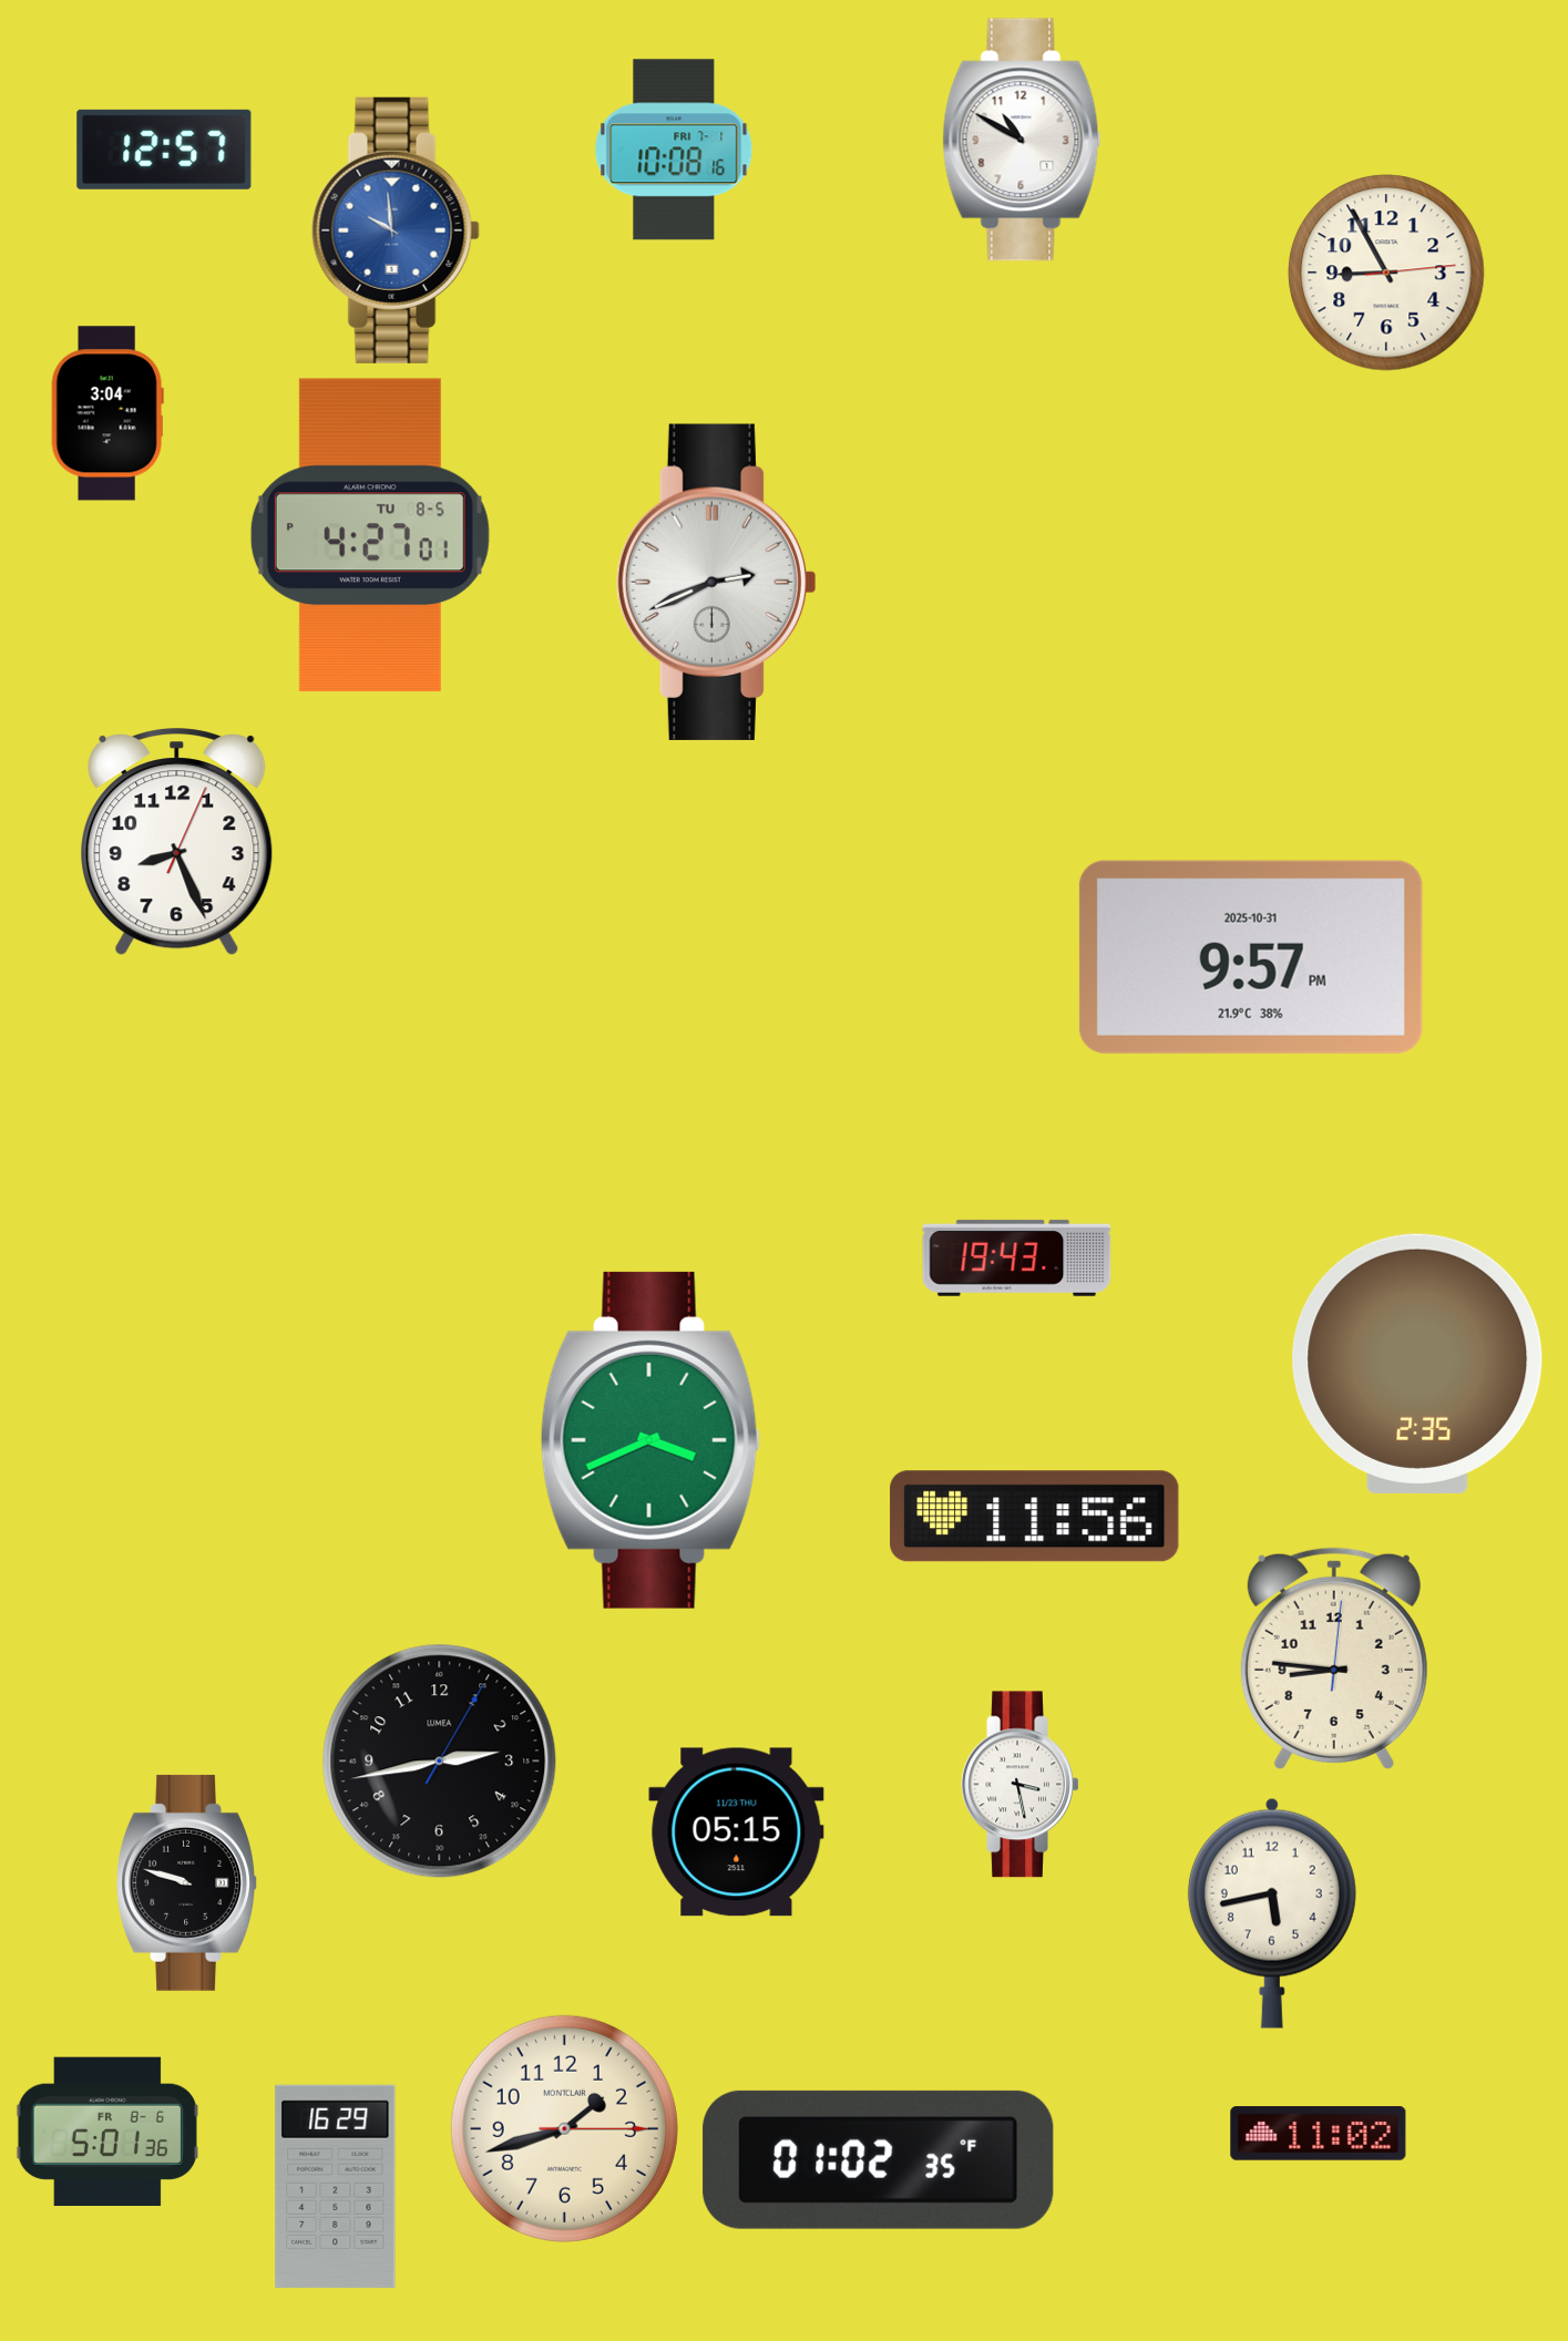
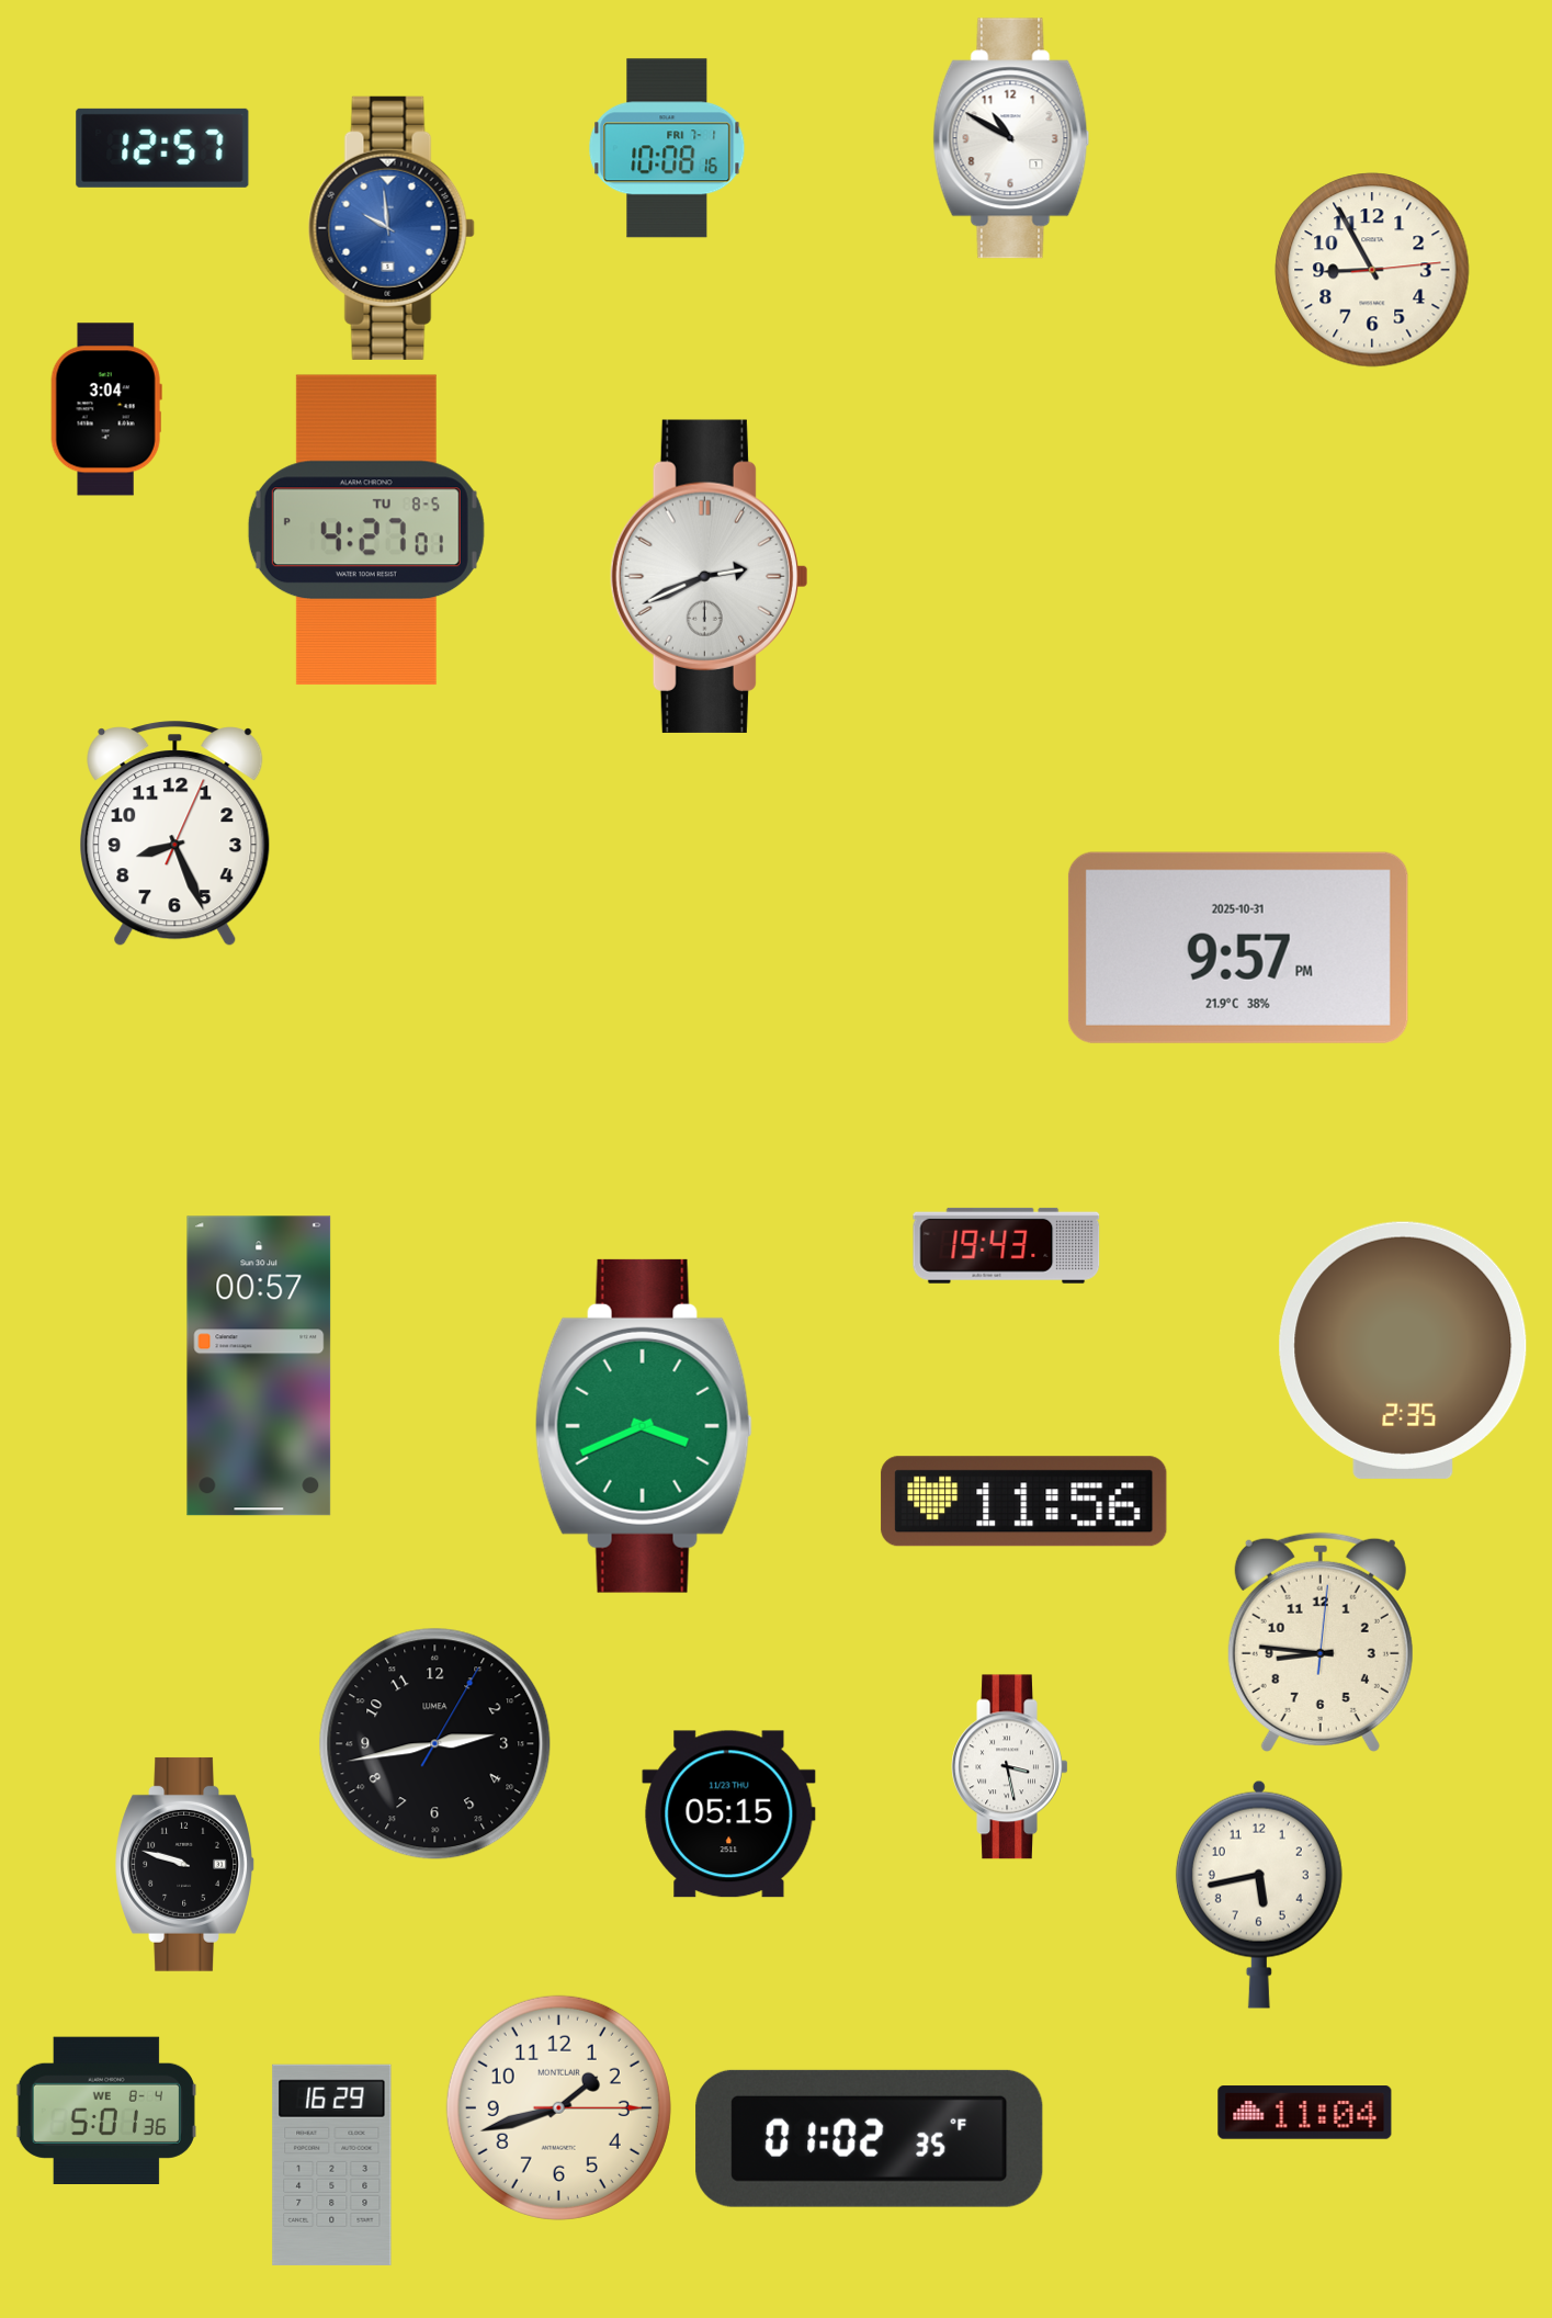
clock at (259, 1366): none -> 00:57
clock at (107, 2130) date: FR 8-6 -> WE 8-4
clock at (1319, 2134): 11:02 -> 11:04
